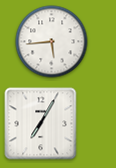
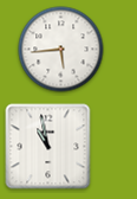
clock at (41, 124): 7:05 -> 10:58
